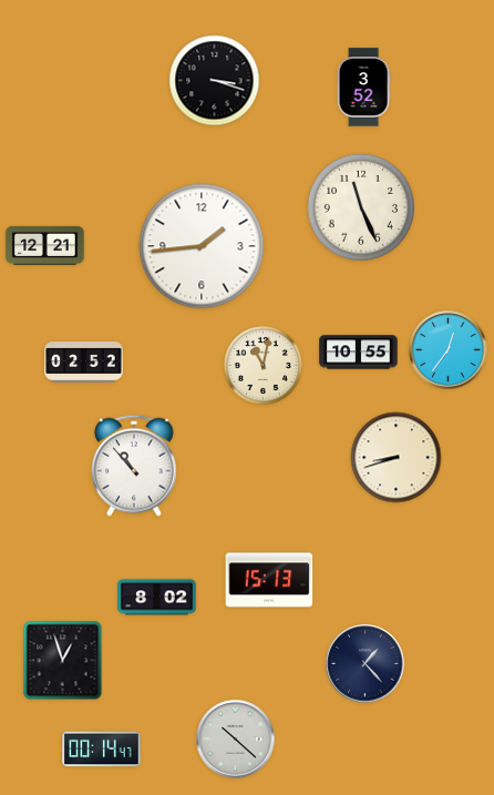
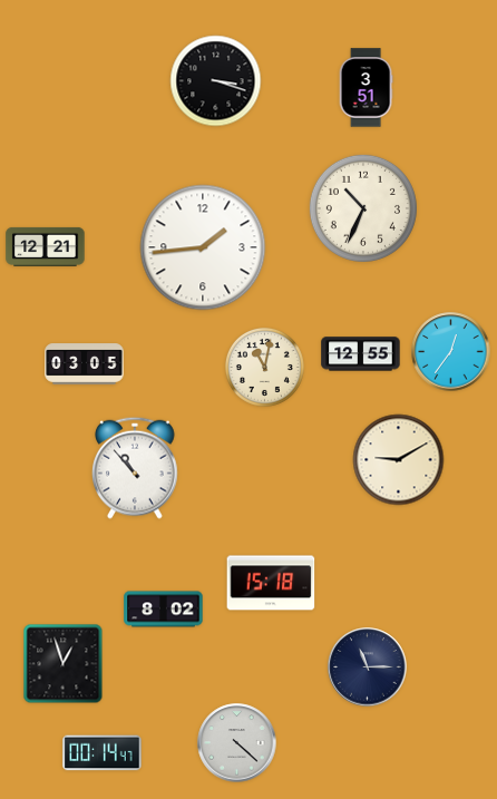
clock at (363, 88): 3:52 -> 3:51
clock at (361, 207): 11:26 -> 10:34
clock at (359, 353): 10:55 -> 12:55
clock at (84, 363): 02:52 -> 03:05
clock at (397, 458): 8:42 -> 9:10
clock at (269, 580): 15:13 -> 15:18
clock at (157, 598) position: (157, 598) -> (164, 610)
clock at (366, 664): 1:23 -> 11:15
clock at (236, 740): 10:22 -> 4:22
